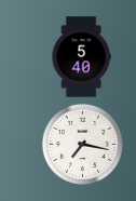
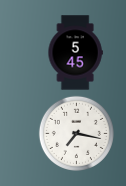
clock at (81, 57): 5:40 -> 5:45
